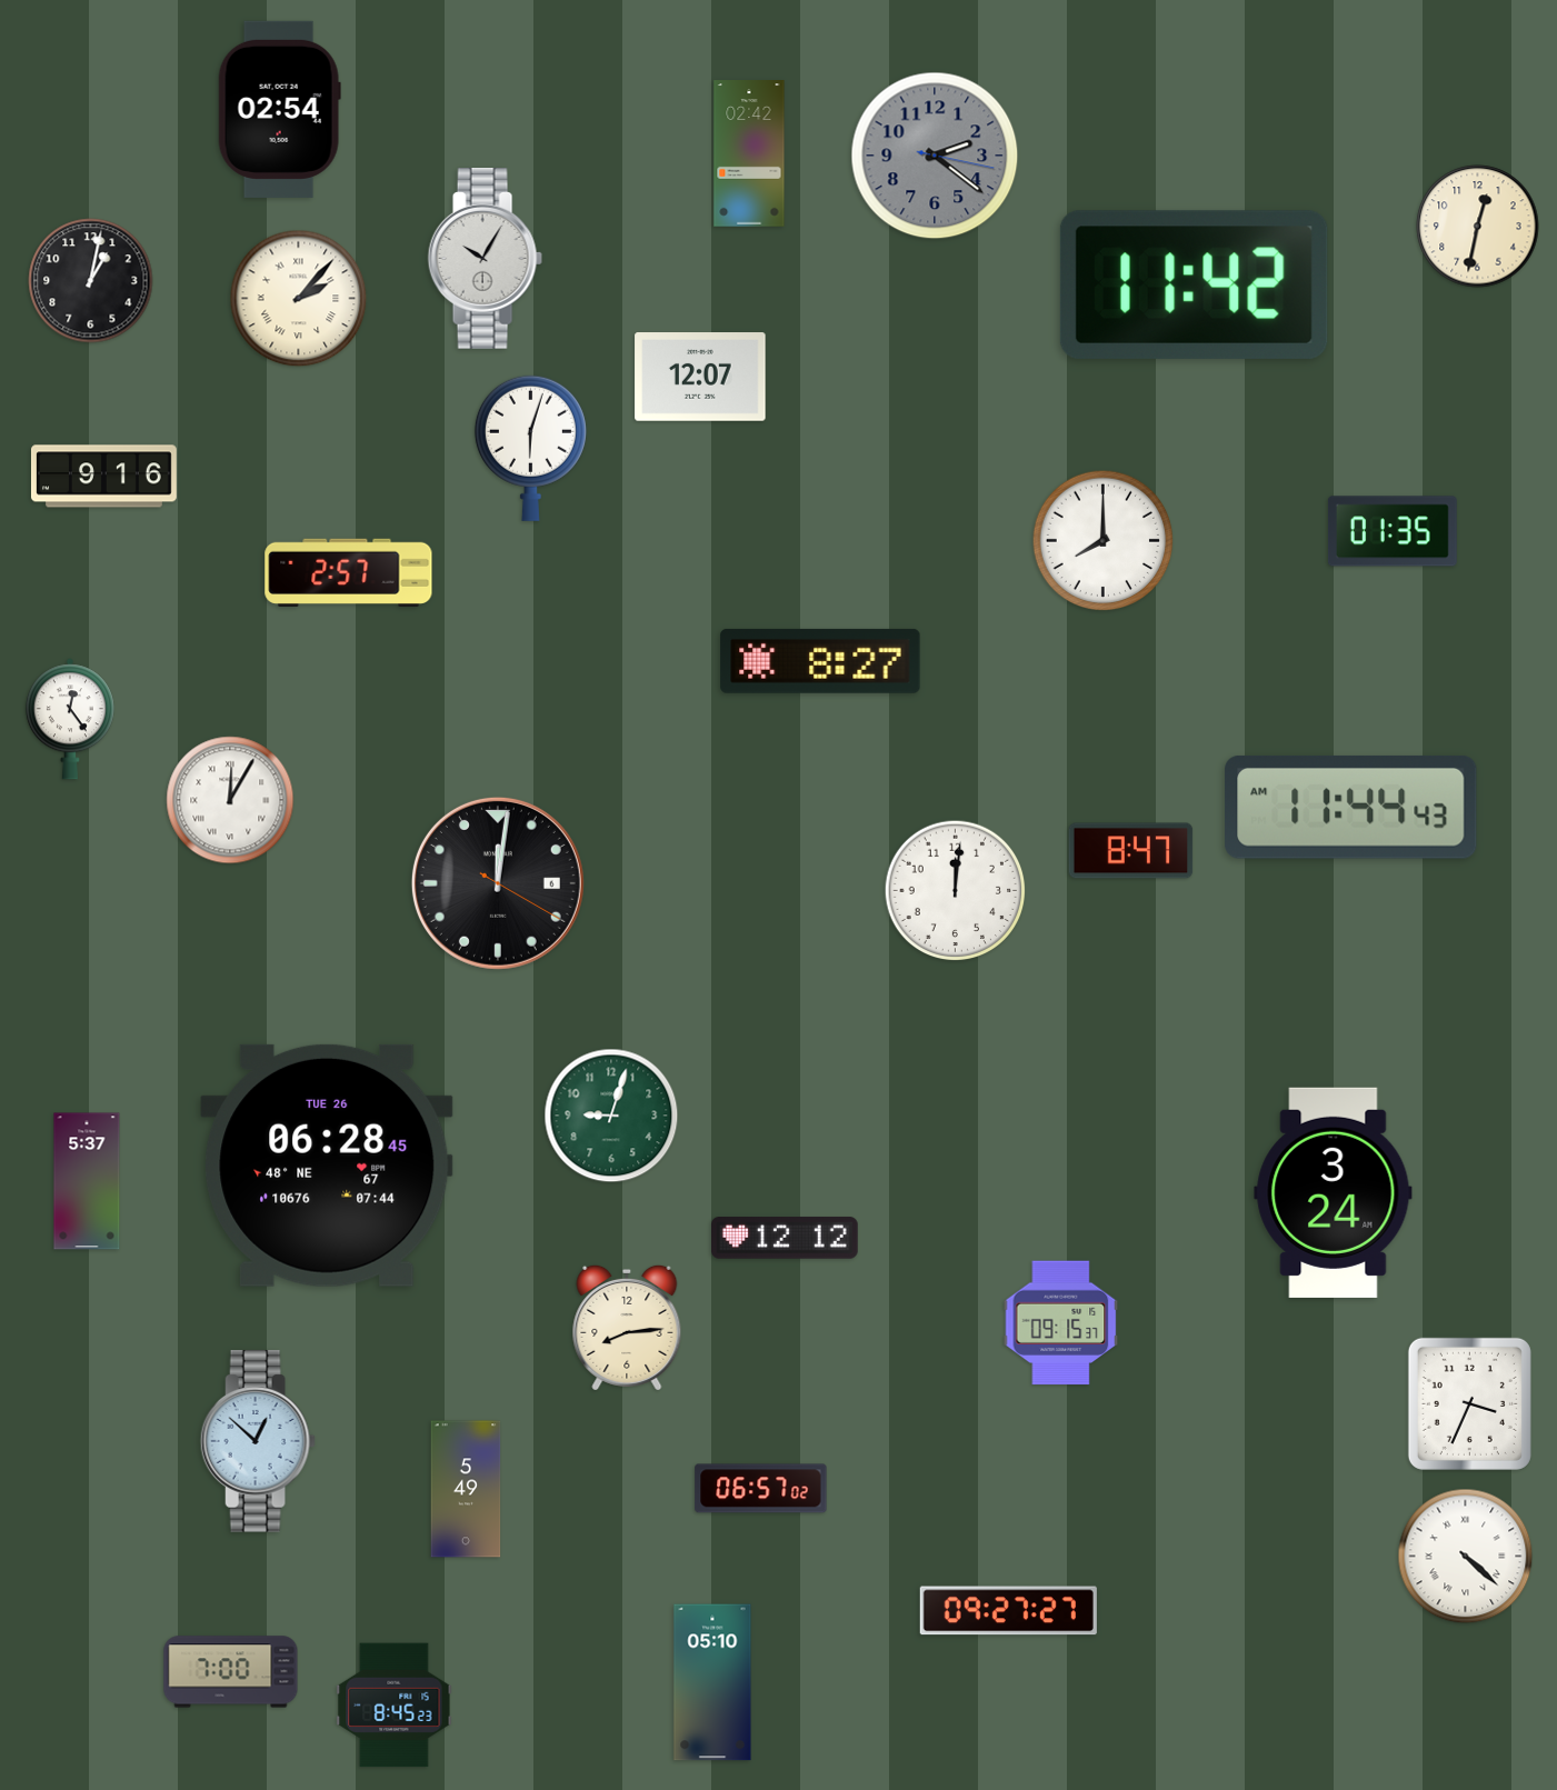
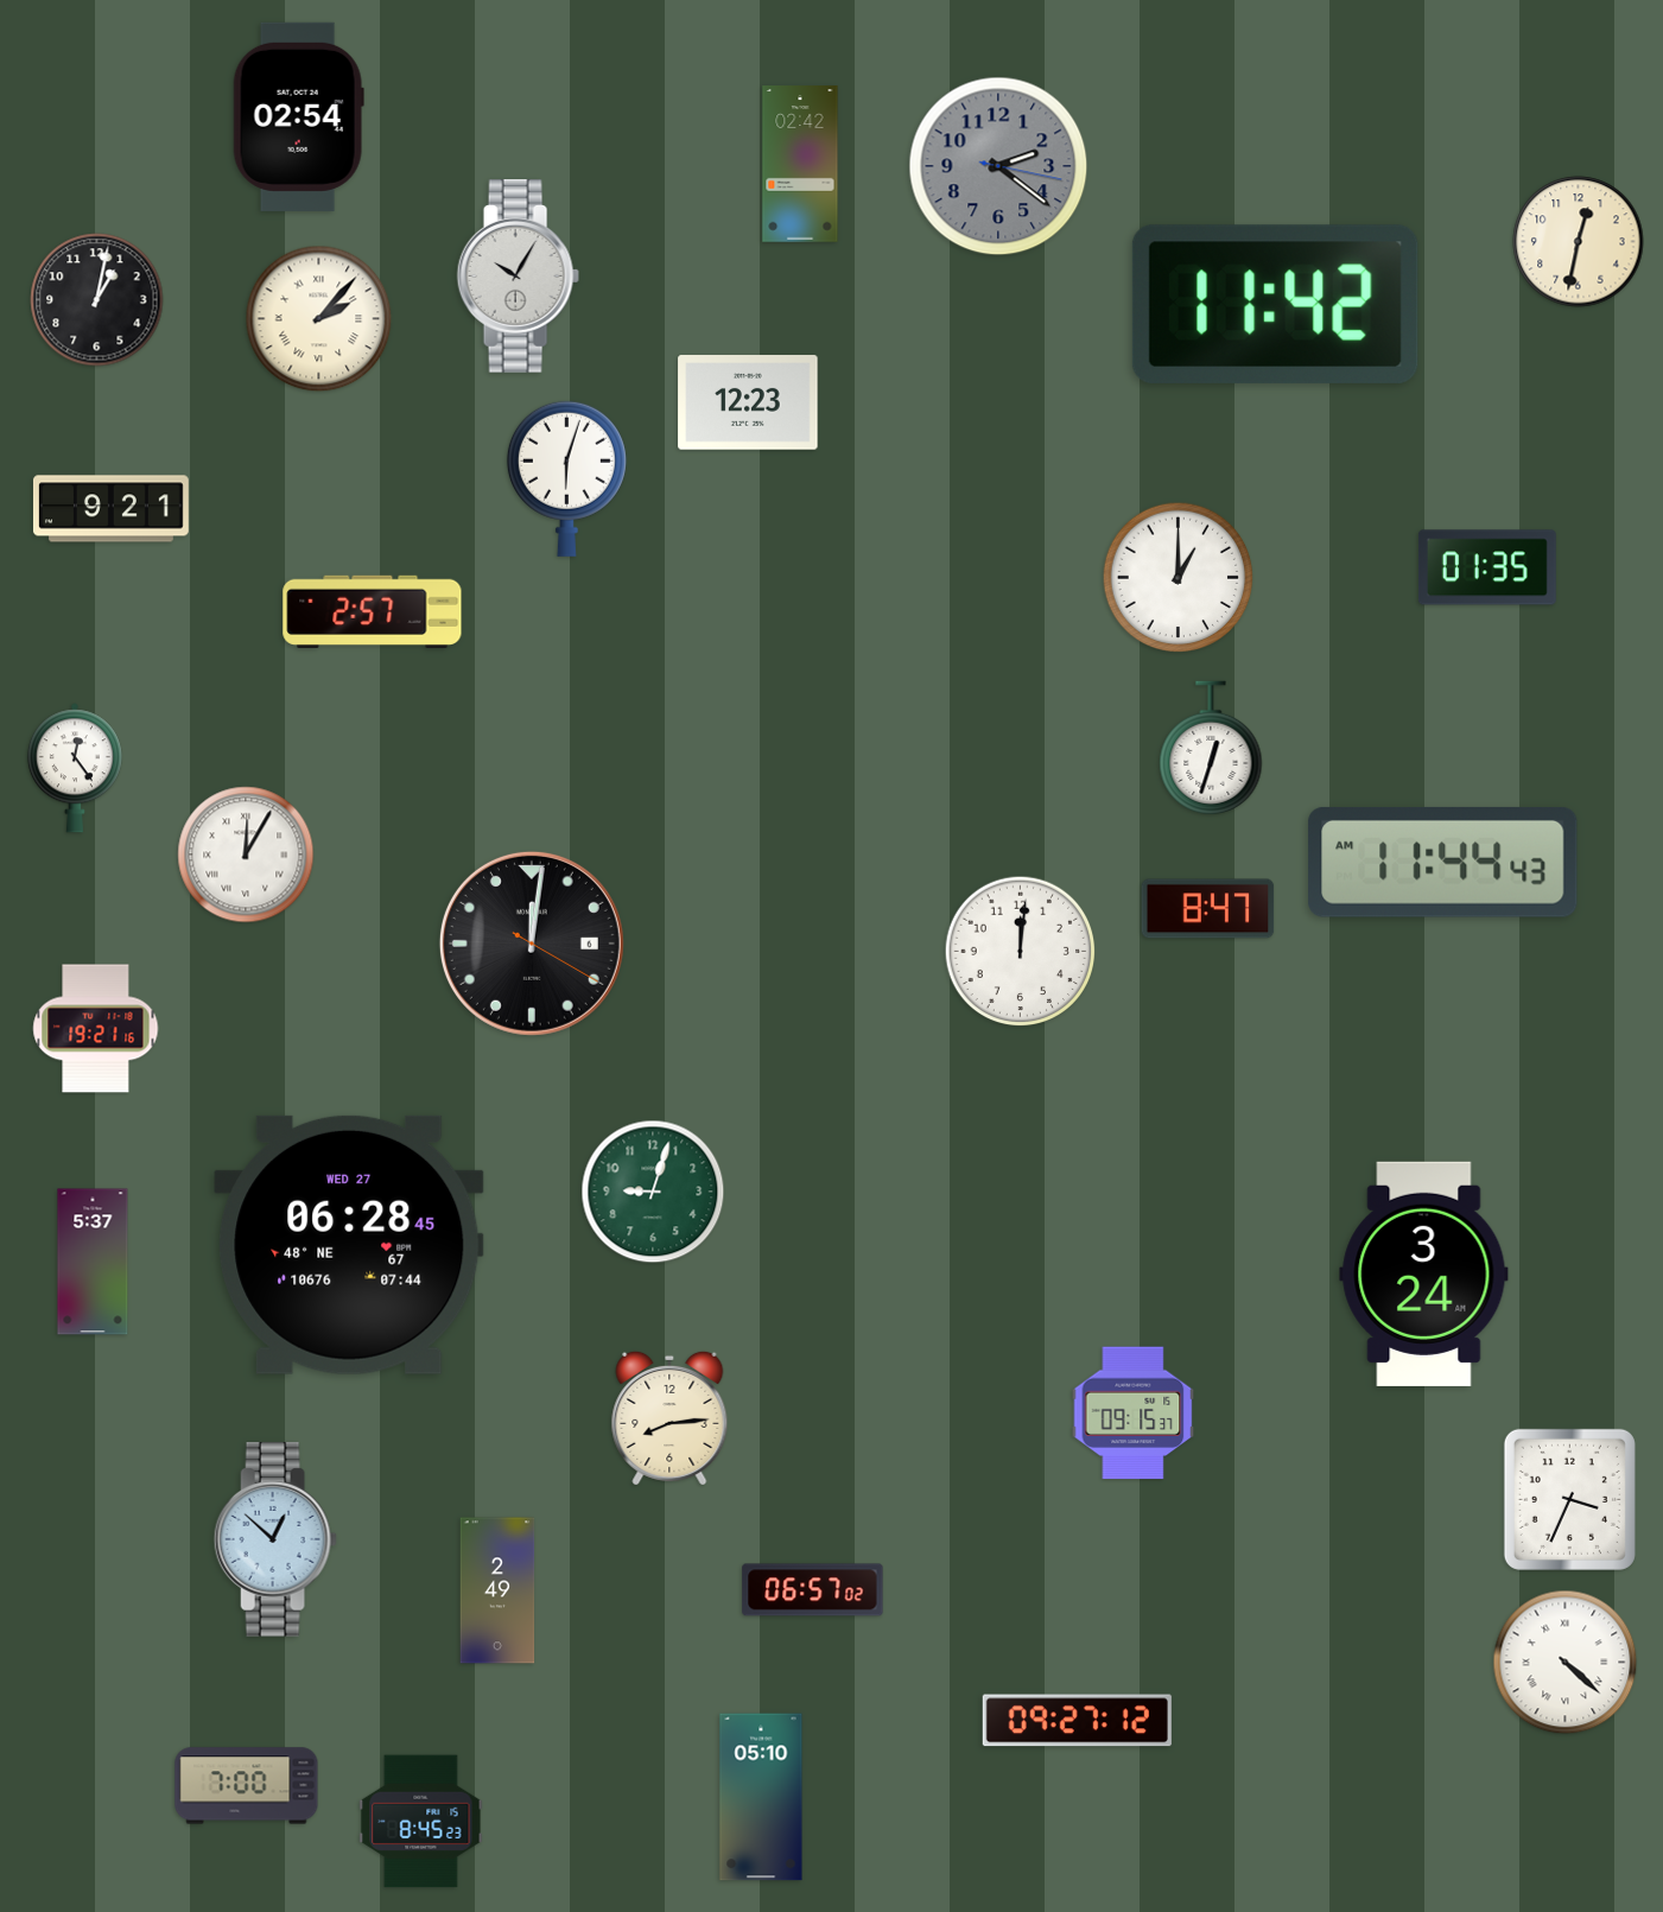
clock at (700, 377): 12:07 -> 12:23
clock at (103, 477): 9:16 -> 9:21
clock at (1104, 541): 8:00 -> 1:00
clock at (820, 661): 8:27 -> none
clock at (1211, 748): none -> 12:33
clock at (96, 1029): none -> 19:21
clock at (327, 1166) date: TUE 26 -> WED 27
clock at (786, 1238): 12:12 -> none
clock at (466, 1489): 5:49 -> 2:49
clock at (1008, 1611): 09:27:27 -> 09:27:12
